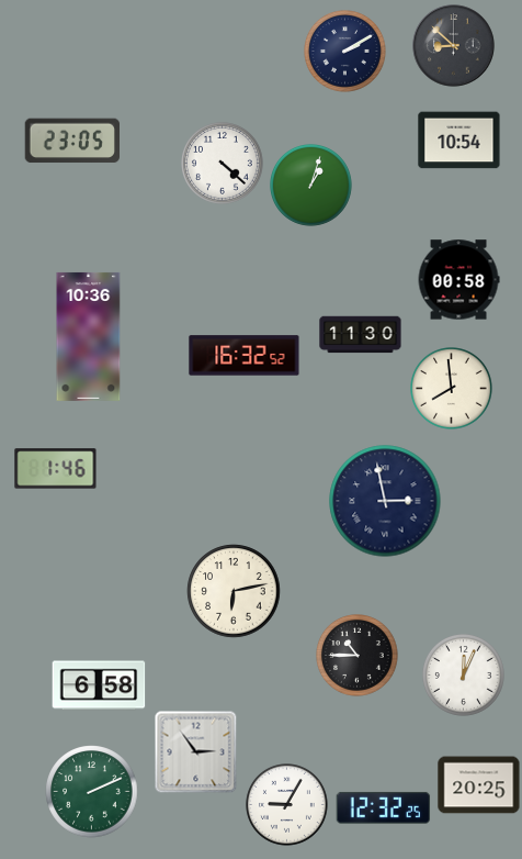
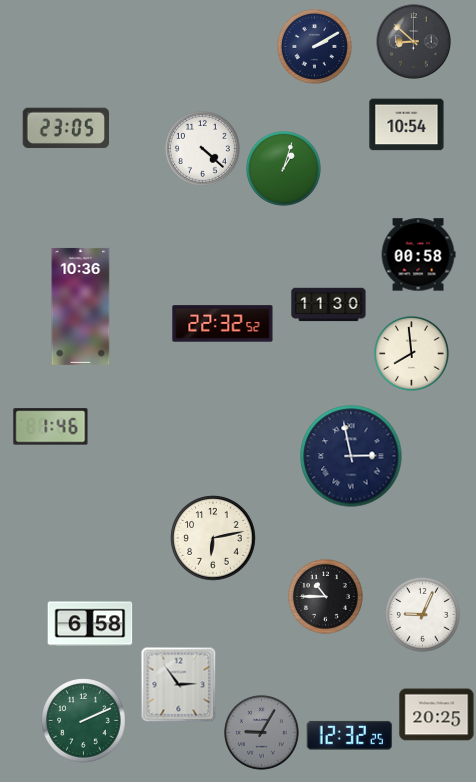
clock at (459, 141) position: (459, 141) -> (407, 125)
clock at (245, 356): 16:32 -> 22:32
clock at (464, 676): 12:04 -> 9:04
clock at (287, 805) dial: white -> grey
